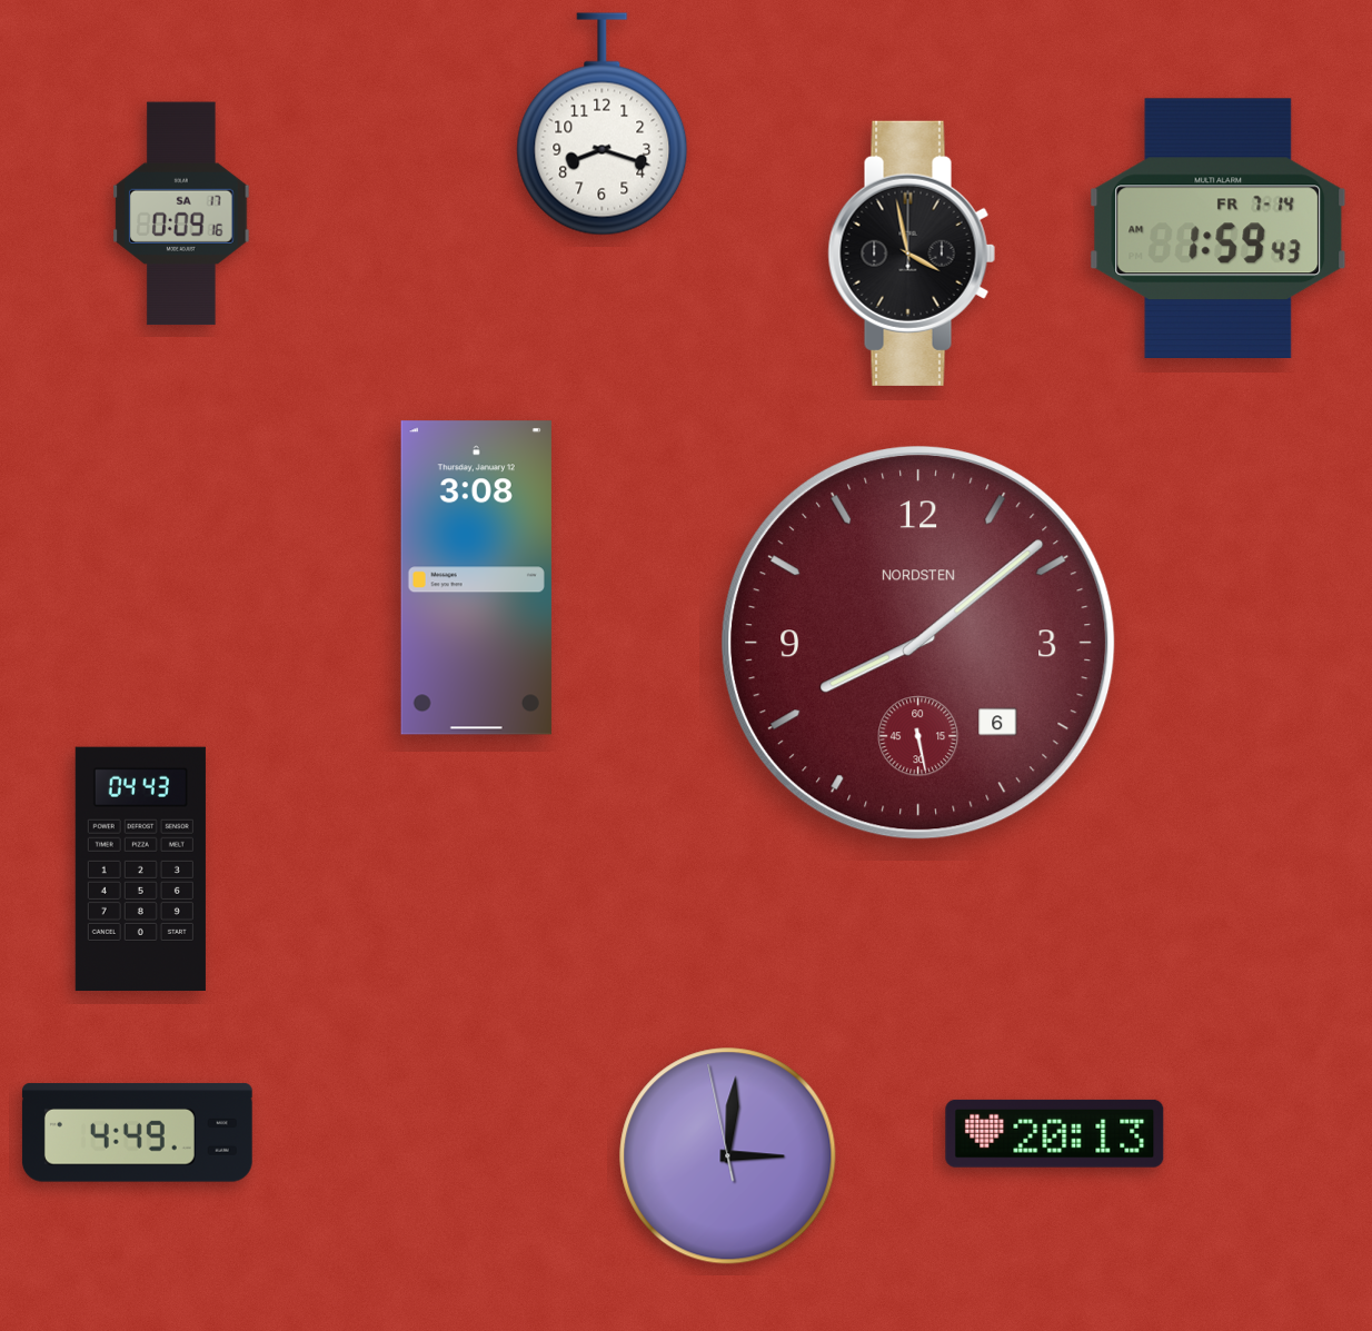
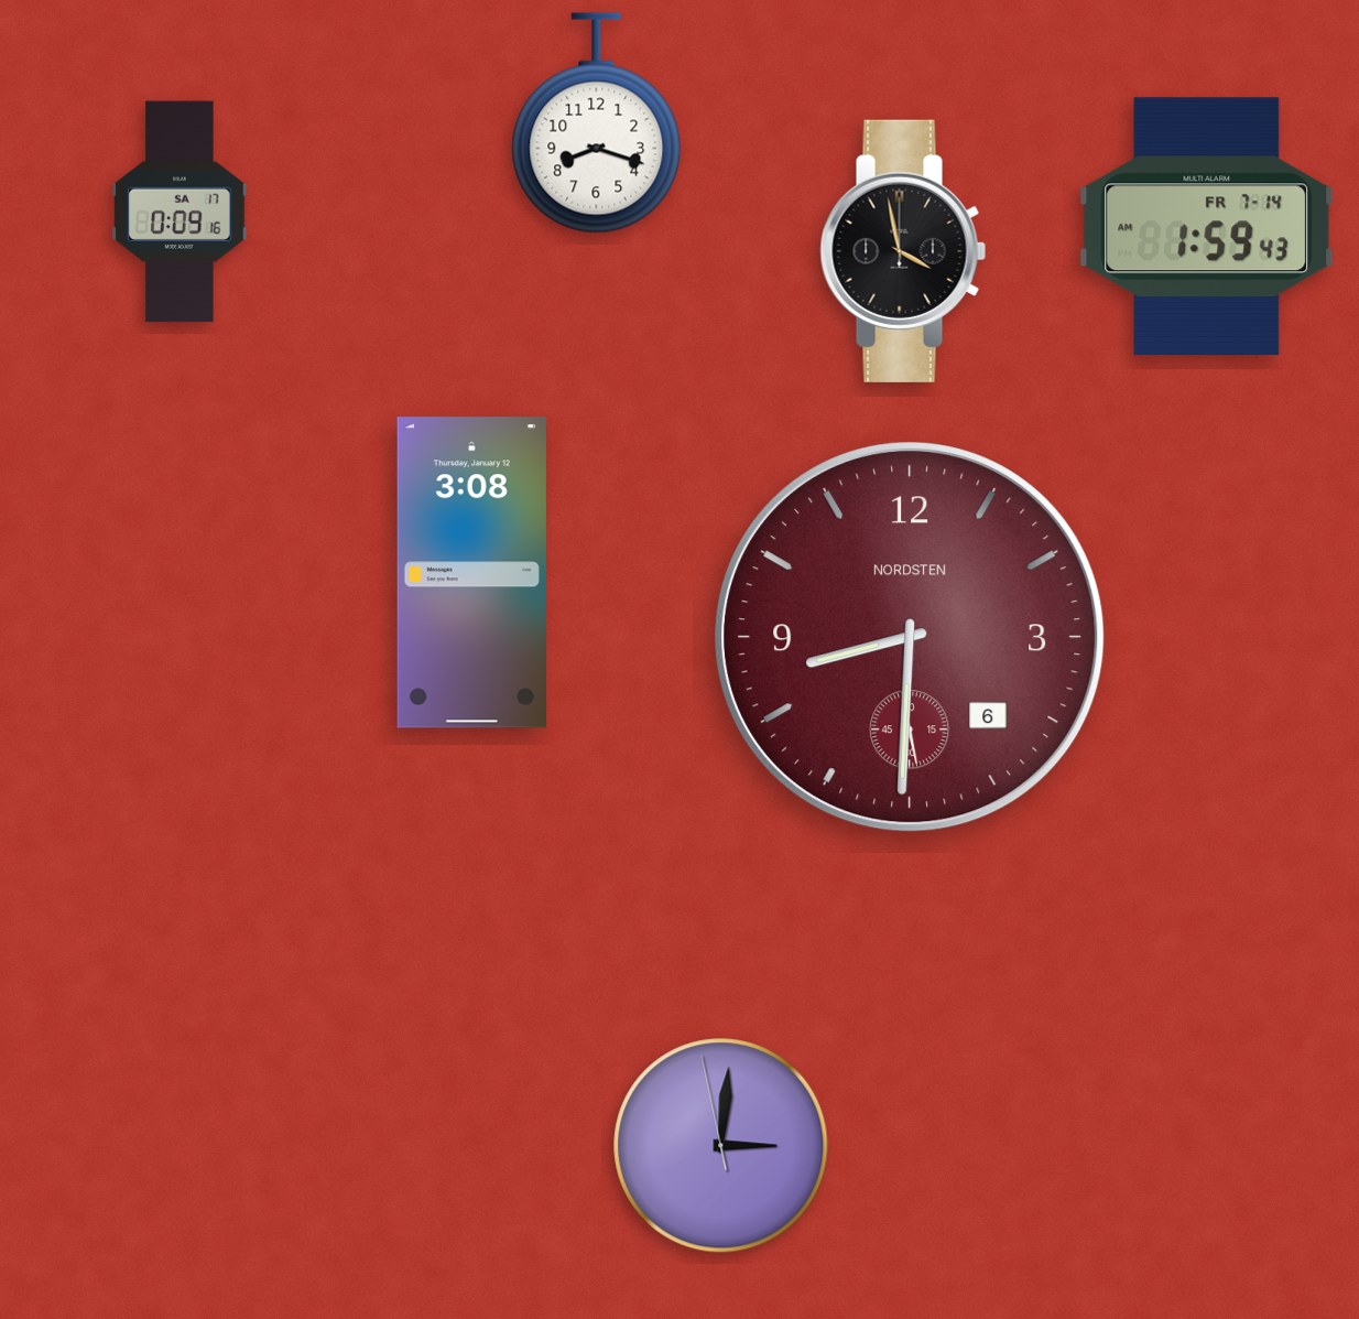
clock at (918, 643): 8:08 -> 8:30
clock at (140, 868): 04:43 -> none
clock at (137, 1133): 4:49 -> none
clock at (1055, 1133): 20:13 -> none
